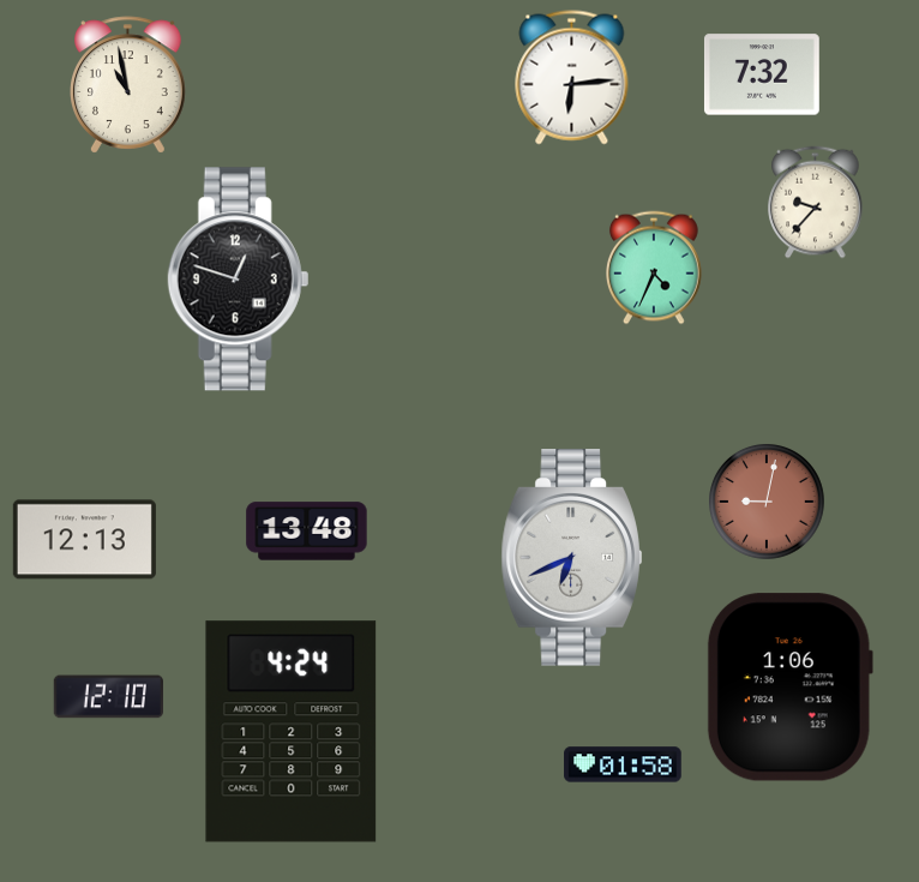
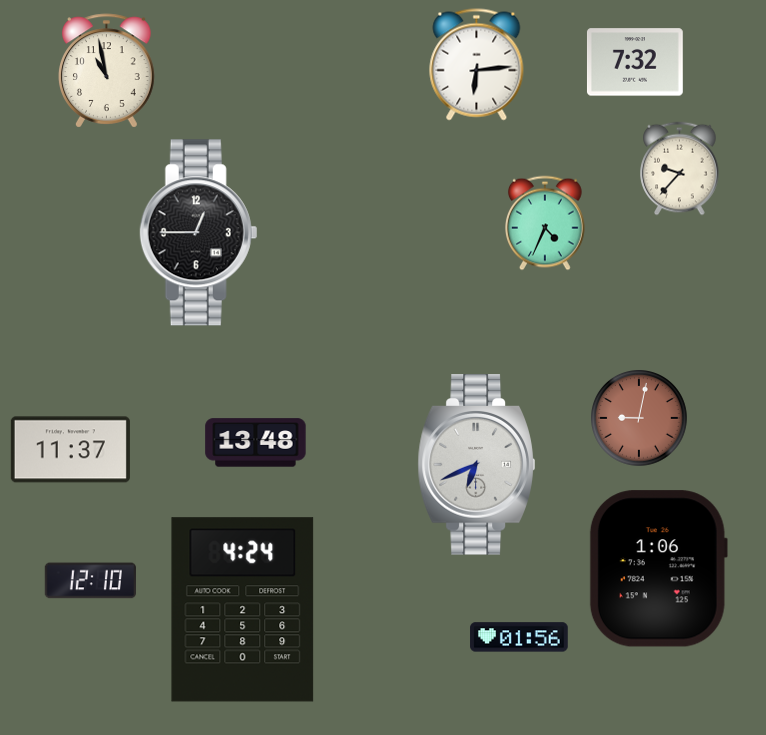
clock at (239, 280): 12:48 -> 12:45
clock at (84, 540): 12:13 -> 11:37
clock at (789, 688) position: (789, 688) -> (658, 569)
clock at (623, 764): 01:58 -> 01:56
